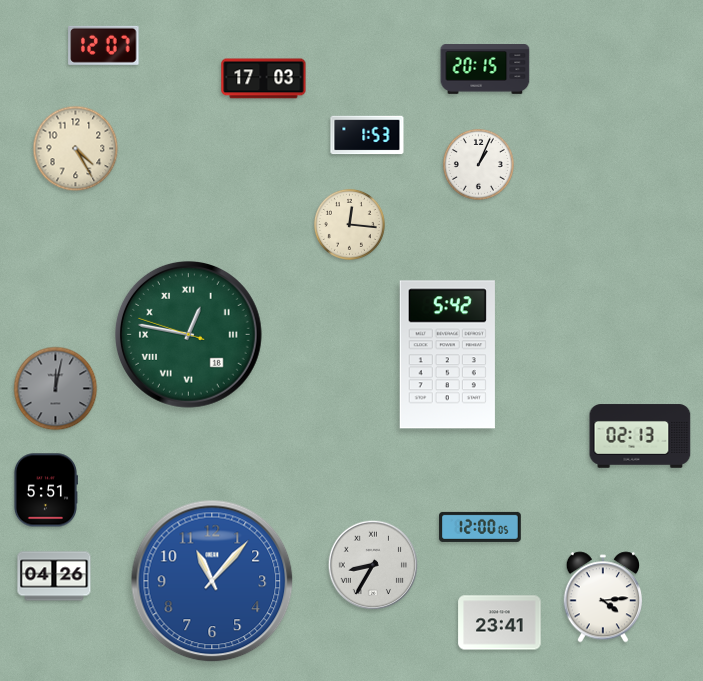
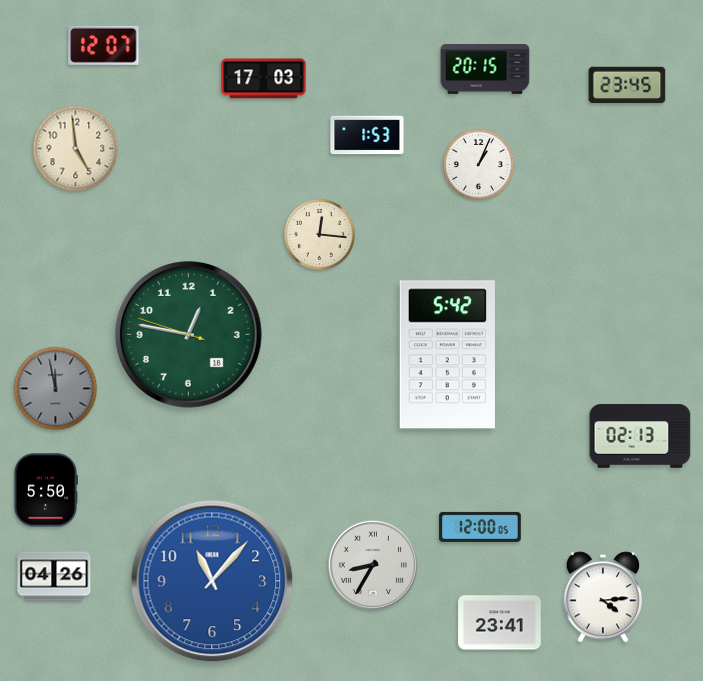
clock at (627, 85): none -> 23:45
clock at (76, 149): 4:25 -> 4:59
clock at (349, 224) position: (349, 224) -> (319, 234)
clock at (188, 334) numerals: Roman -> Arabic
clock at (56, 389): 12:02 -> 11:58
clock at (45, 490): 5:51 -> 5:50
